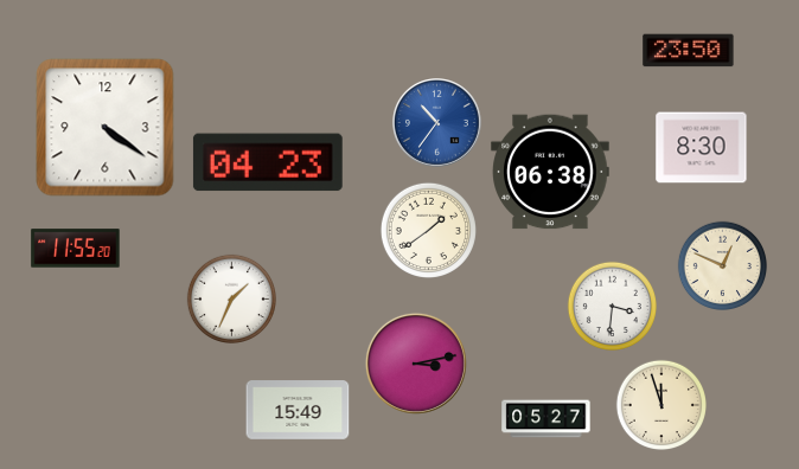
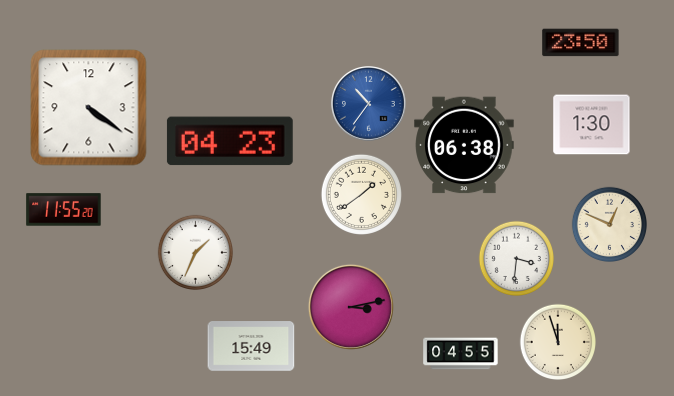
clock at (702, 148): 8:30 -> 1:30
clock at (268, 162) position: (268, 162) -> (230, 141)
clock at (546, 419): 05:27 -> 04:55
